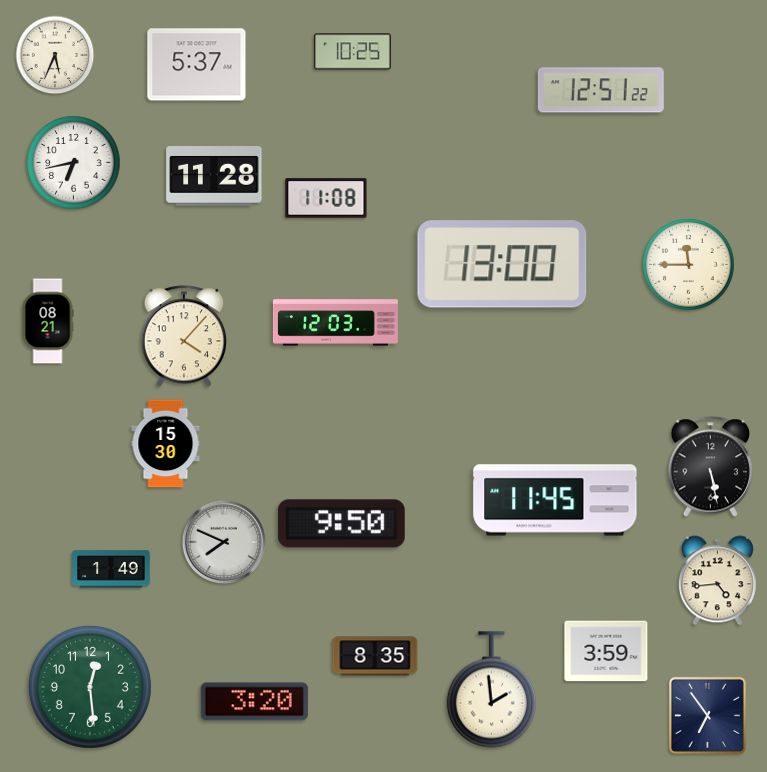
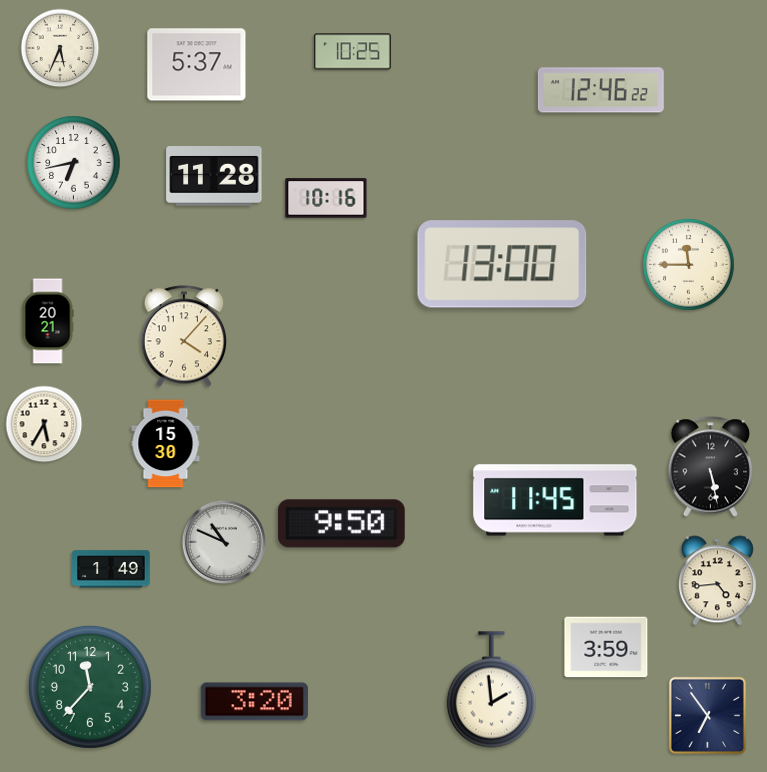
clock at (55, 55) position: (55, 55) -> (60, 48)
clock at (601, 90): 12:51 -> 12:46
clock at (326, 198): 11:08 -> 10:16
clock at (48, 321): 08:21 -> 20:21
clock at (335, 323): 12:03 -> none
clock at (44, 424): none -> 5:35
clock at (224, 542): 7:49 -> 10:49
clock at (606, 651) position: (606, 651) -> (606, 647)
clock at (375, 656): 8:35 -> none
clock at (90, 687): 12:29 -> 11:37
